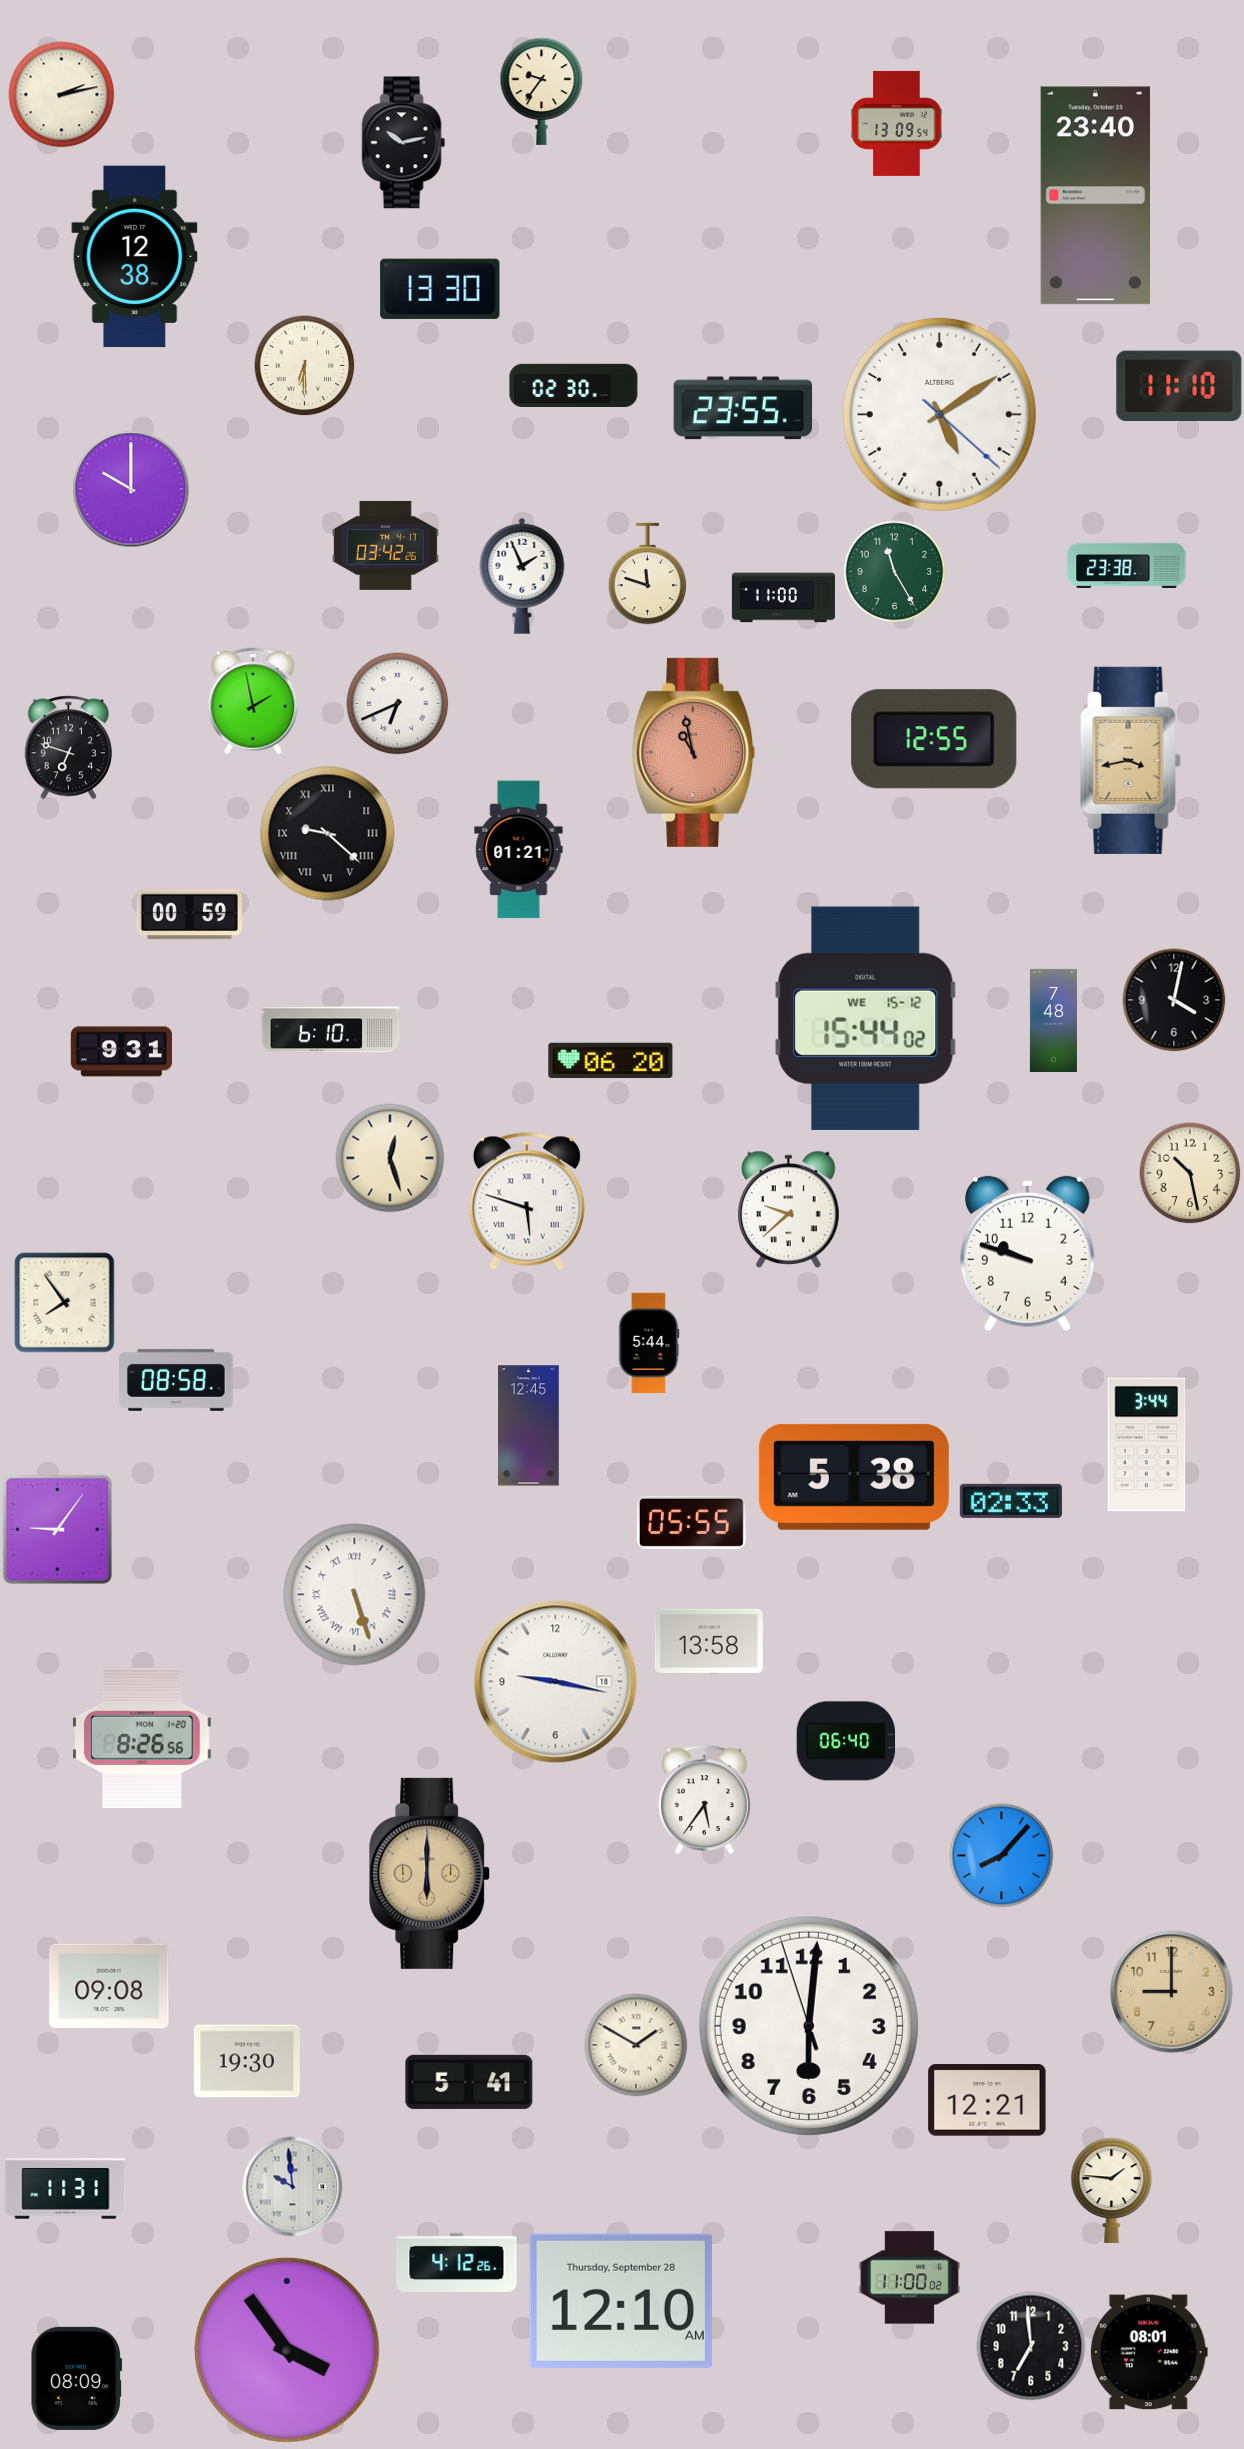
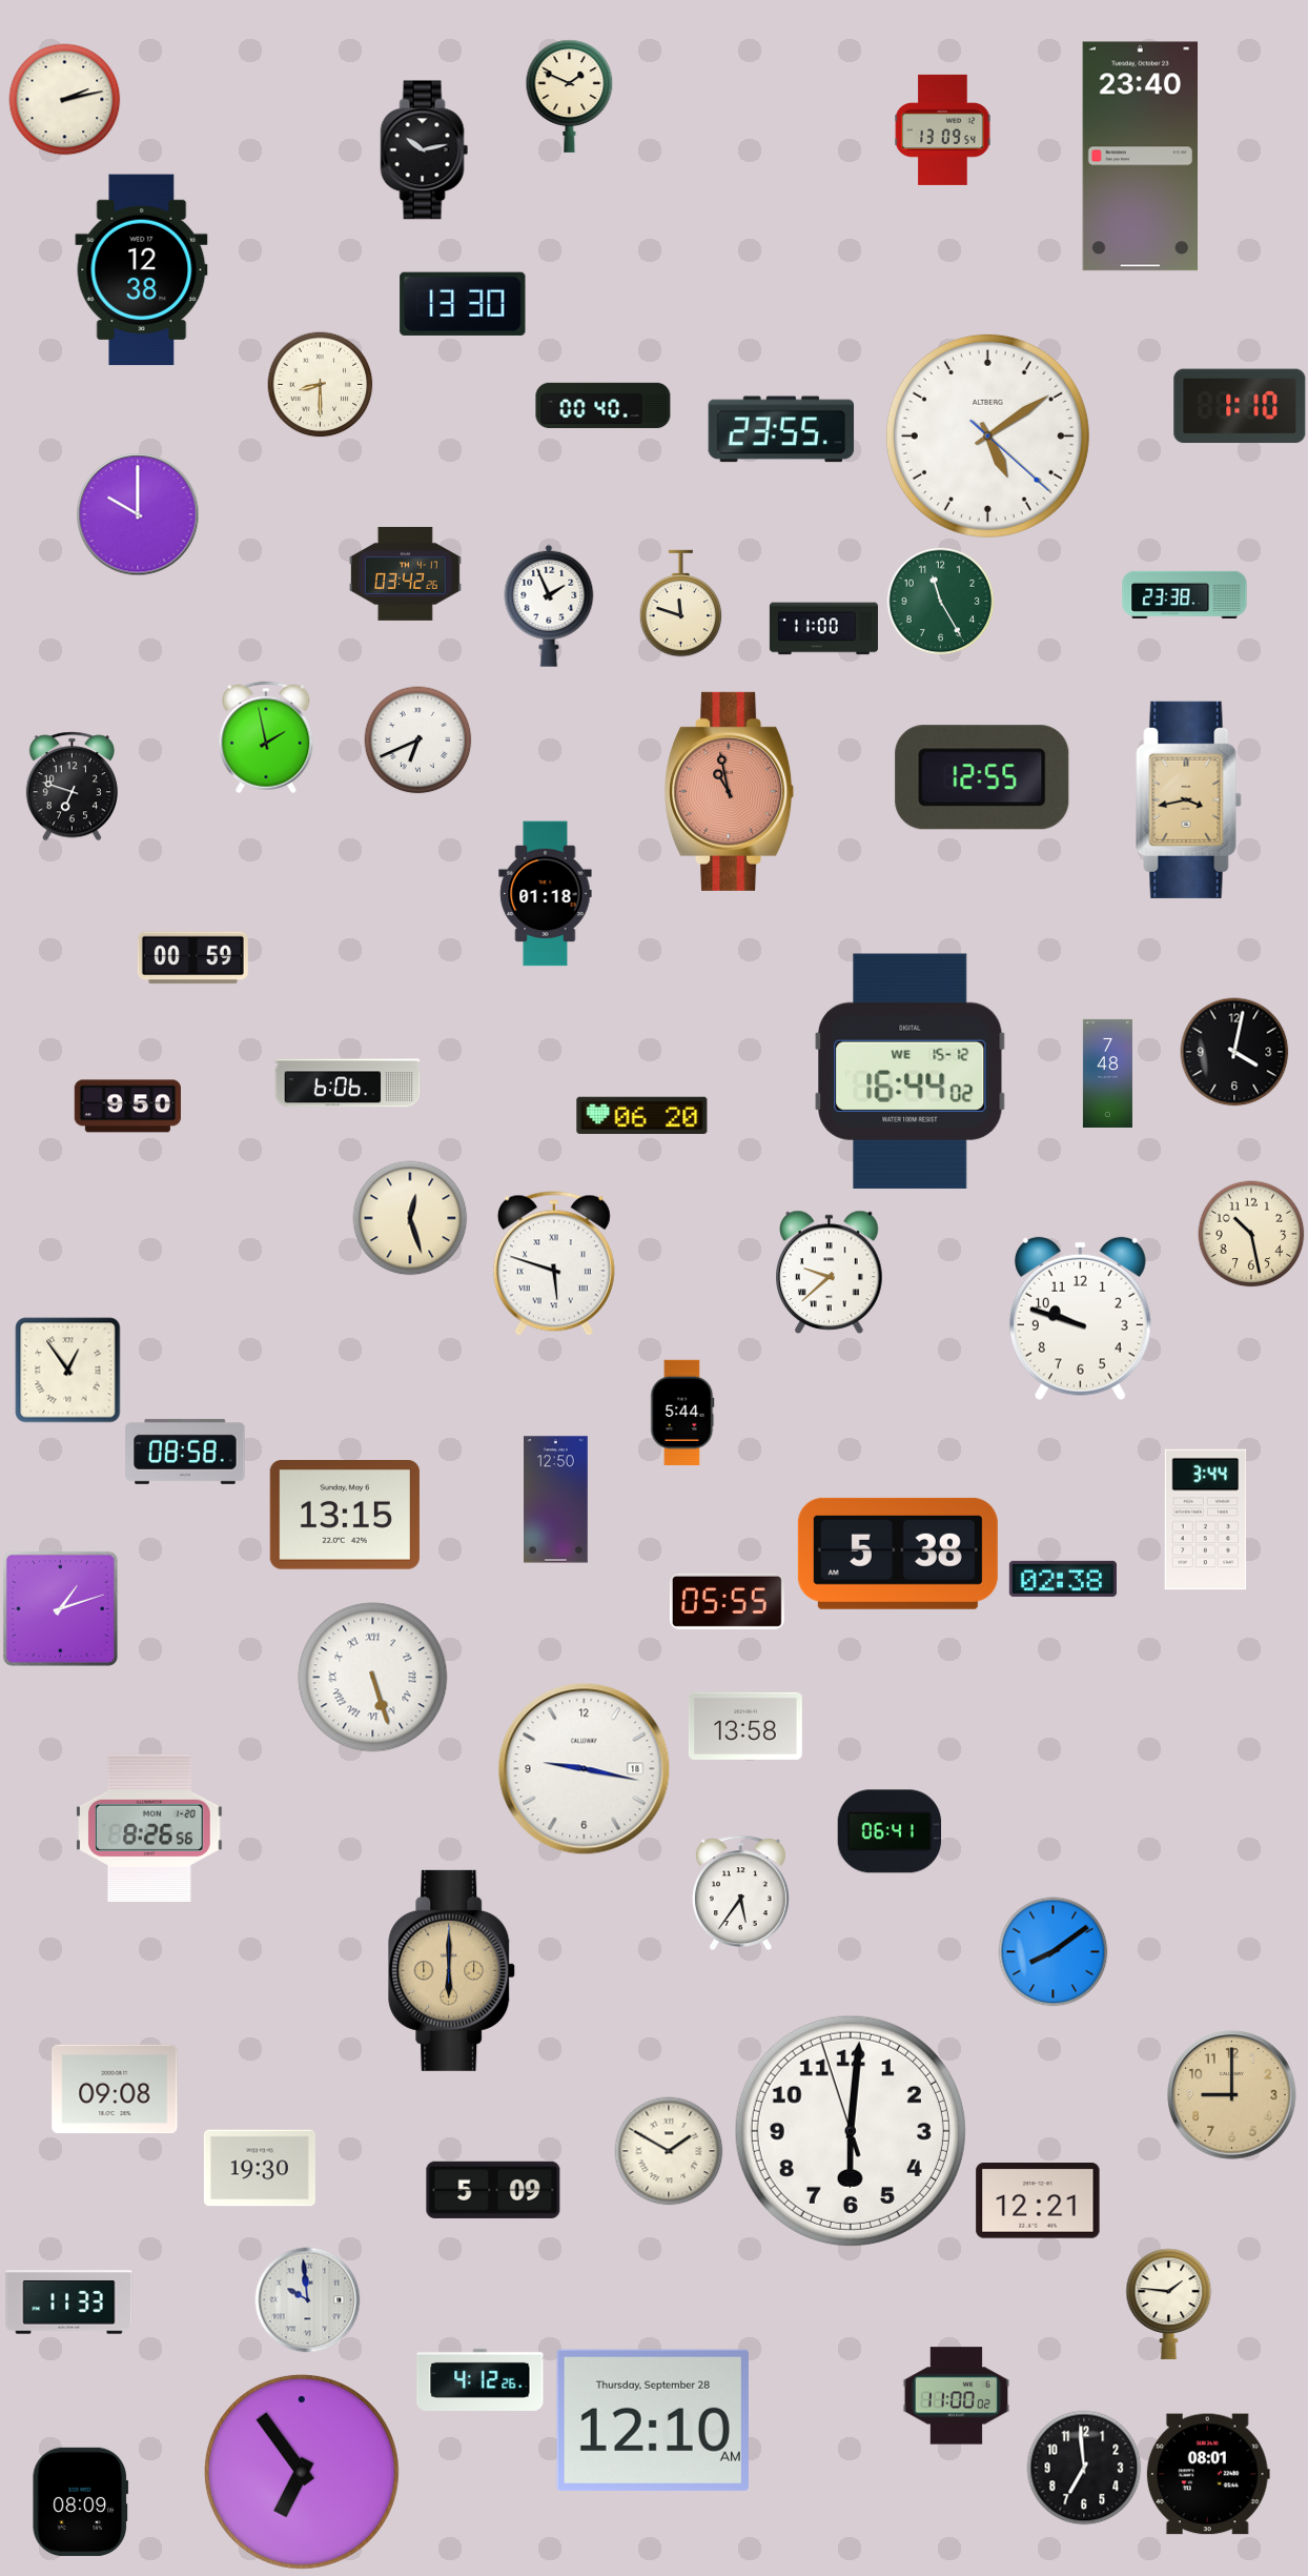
clock at (542, 91): 9:36 -> 1:49
clock at (1095, 196) position: (1095, 196) -> (1140, 157)
clock at (305, 366): 6:30 -> 8:30
clock at (574, 385): 02:30 -> 00:40
clock at (1179, 386): 11:10 -> 1:10
clock at (328, 834): 9:22 -> none
clock at (519, 850): 01:21 -> 01:18
clock at (189, 915) position: (189, 915) -> (192, 958)
clock at (866, 1018): 15:44 -> 16:44
clock at (331, 1030): 6:10 -> 6:06
clock at (121, 1052): 9:31 -> 9:50
clock at (65, 1303): 7:54 -> 12:54
clock at (529, 1426): 12:45 -> 12:50
clock at (345, 1516): none -> 13:15
clock at (1011, 1501): 02:33 -> 02:38
clock at (57, 1529): 9:06 -> 1:12
clock at (846, 1741): 06:40 -> 06:41
clock at (1002, 1856): 8:07 -> 8:09
clock at (469, 2082): 5:41 -> 5:09
clock at (987, 2100) position: (987, 2100) -> (1038, 2200)
clock at (66, 2189): 11:31 -> 11:33
clock at (287, 2350): 3:54 -> 6:54
